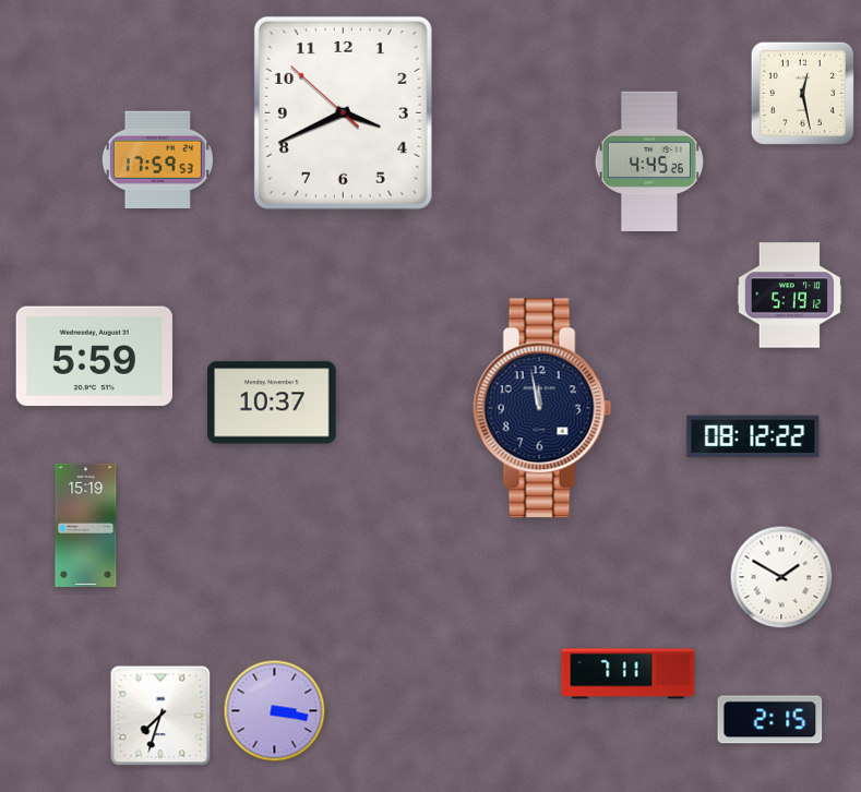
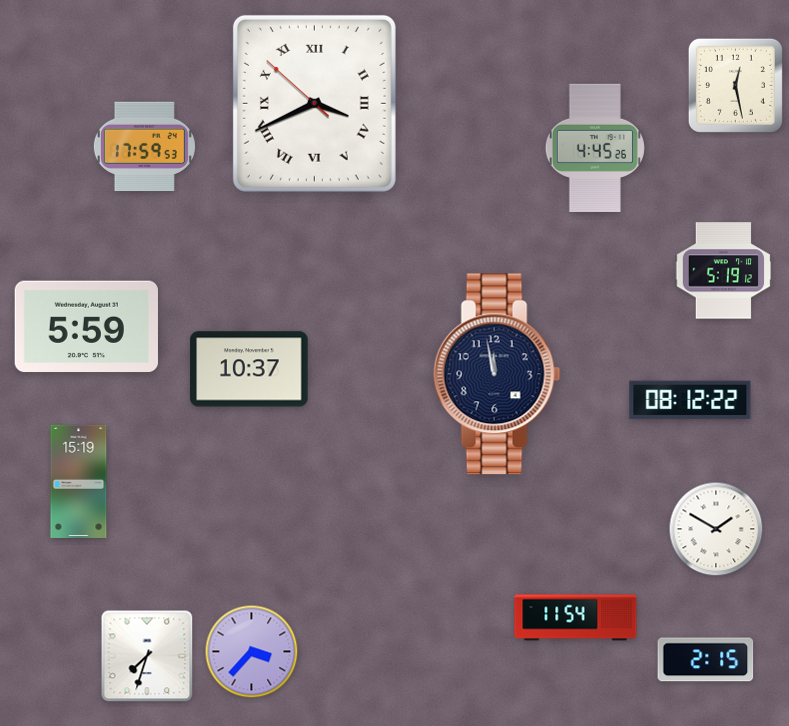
clock at (343, 112) numerals: Arabic -> Roman
clock at (629, 674): 7:11 -> 11:54
clock at (275, 711): 3:17 -> 3:37
